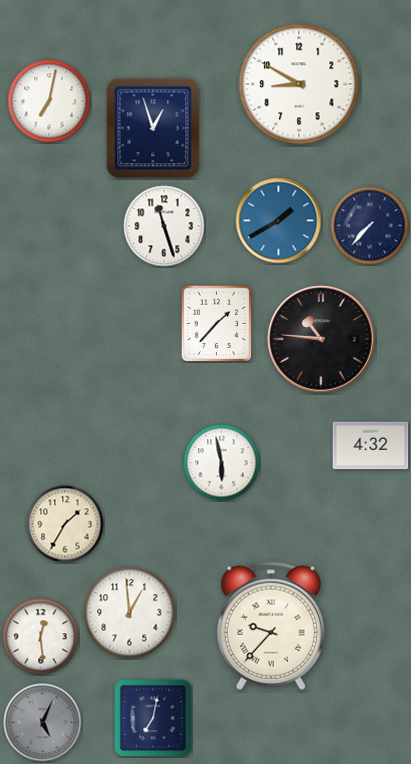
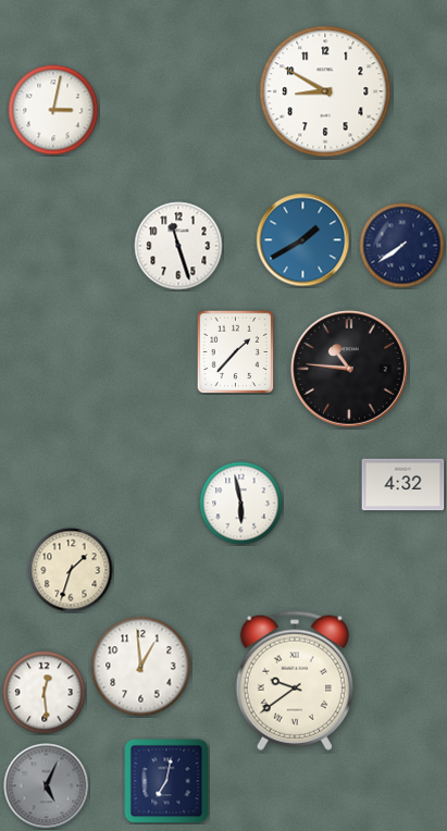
clock at (49, 101): 7:02 -> 3:02
clock at (153, 128): 12:57 -> none
clock at (370, 226): 7:37 -> 7:39
clock at (65, 524): 1:35 -> 1:33
clock at (271, 626): 9:37 -> 9:39
